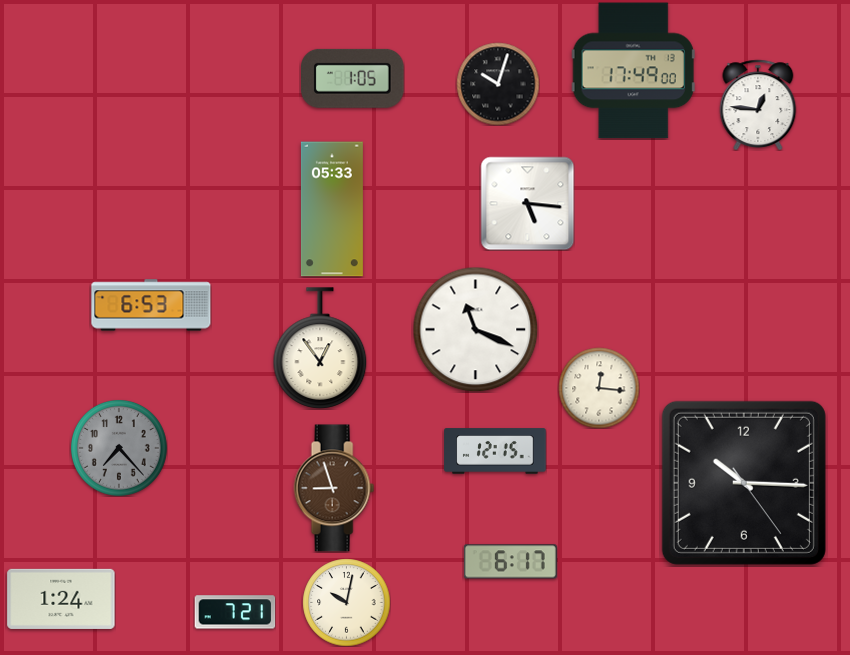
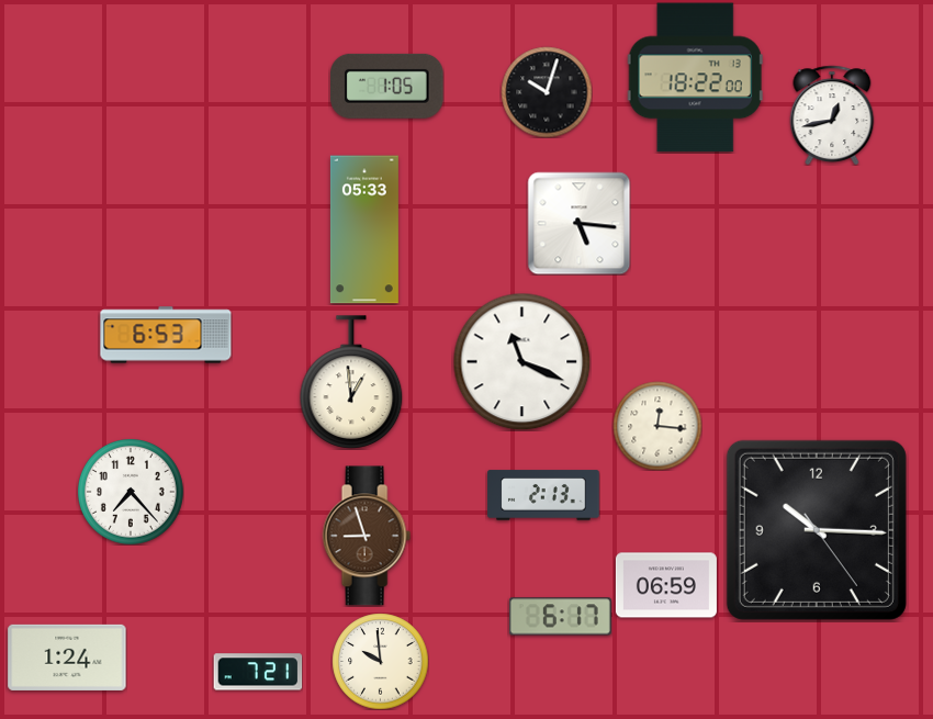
clock at (633, 71): 17:49 -> 18:22
clock at (758, 105): 12:46 -> 12:43
clock at (320, 348): 12:54 -> 12:59
clock at (119, 448) dial: grey -> white
clock at (495, 451): 12:15 -> 2:13
clock at (666, 585): none -> 06:59
clock at (346, 602): 10:02 -> 9:59
